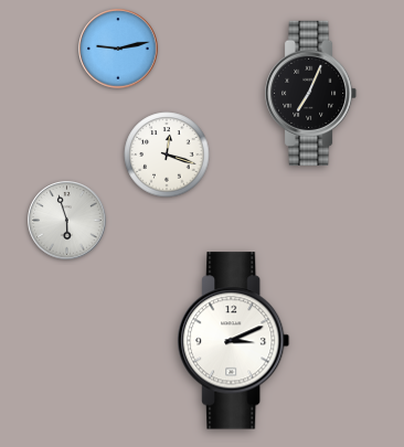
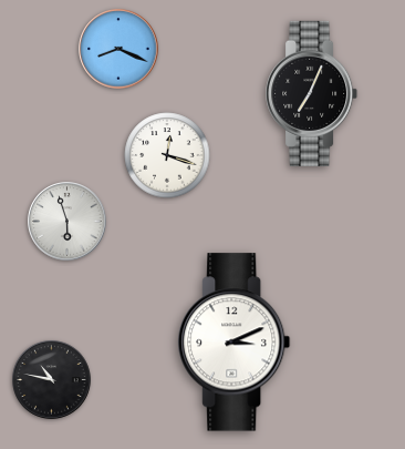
clock at (118, 49): 9:13 -> 8:19
clock at (52, 380): none -> 10:47
